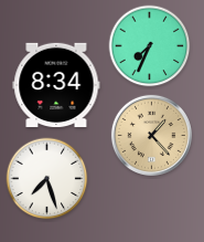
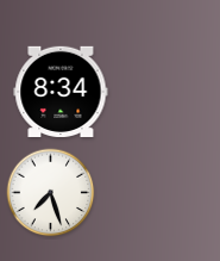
clock at (150, 46): 7:34 -> none
clock at (151, 135): 1:23 -> none
